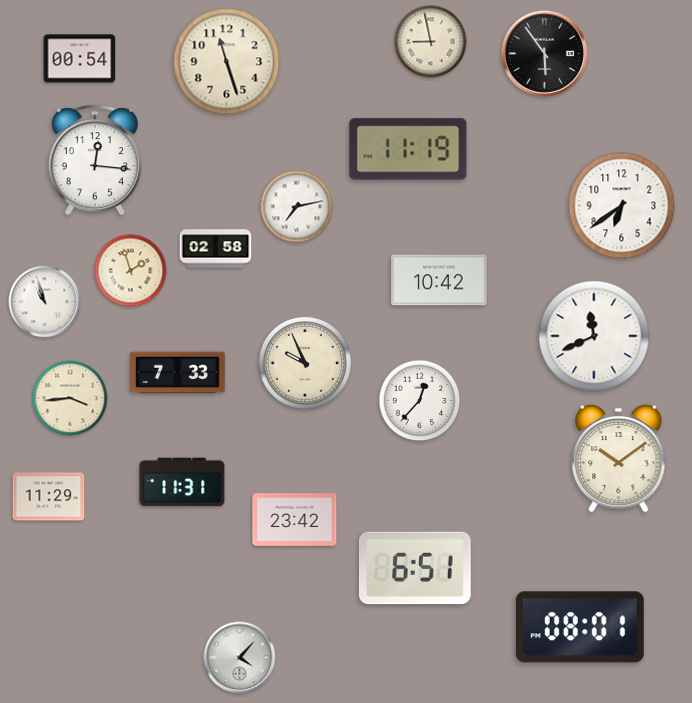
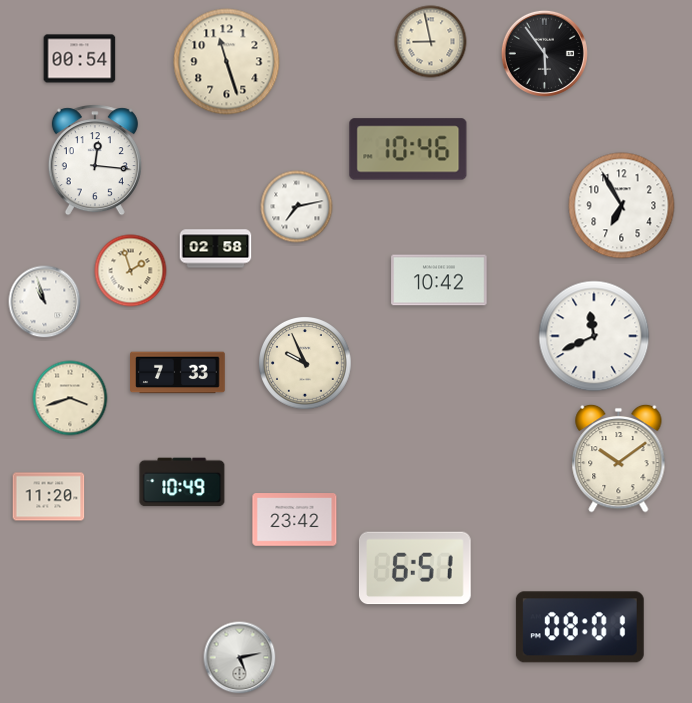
clock at (408, 149): 11:19 -> 10:46
clock at (622, 206): 6:39 -> 6:55
clock at (70, 398): 3:44 -> 3:42
clock at (420, 401): 12:37 -> none
clock at (182, 482): 11:31 -> 10:49
clock at (49, 497): 11:29 -> 11:20
clock at (240, 658): 4:07 -> 5:13
